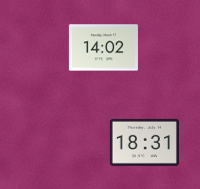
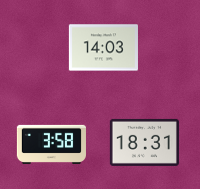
clock at (103, 48): 14:02 -> 14:03
clock at (51, 144): none -> 3:58
